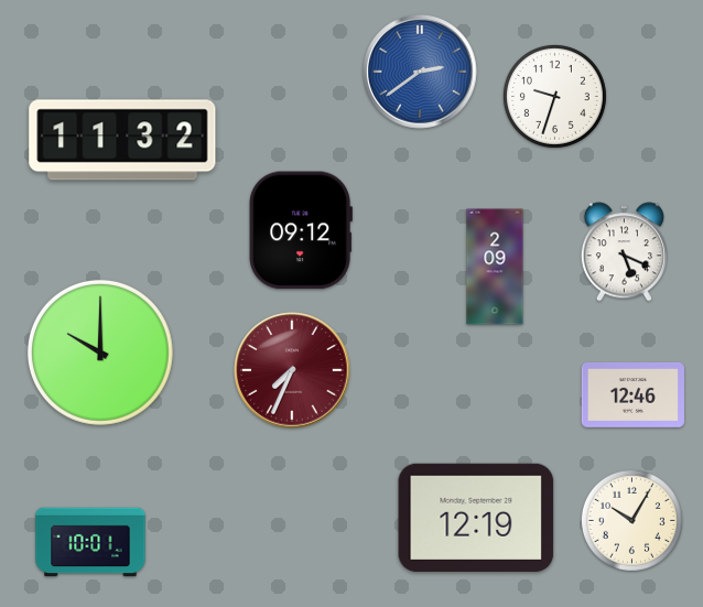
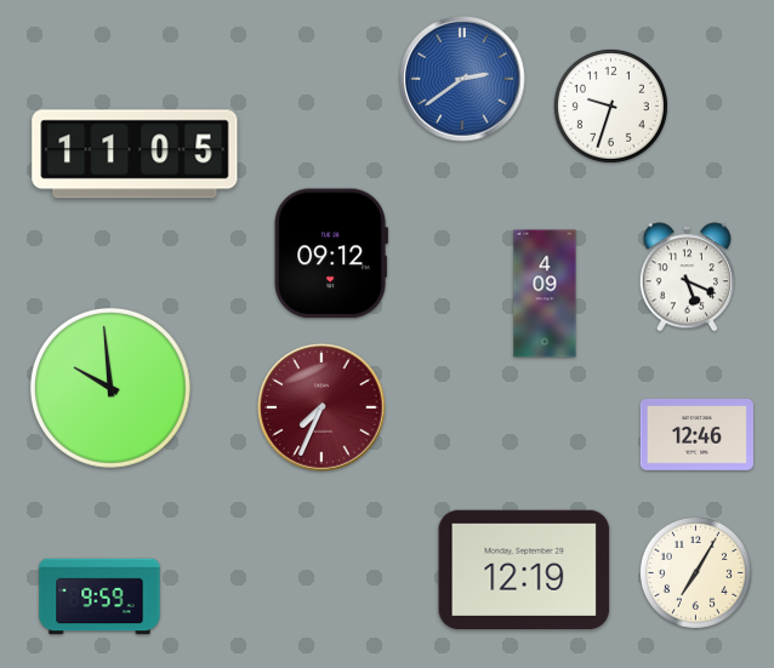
clock at (122, 140): 11:32 -> 11:05
clock at (495, 267): 2:09 -> 4:09
clock at (100, 353): 10:00 -> 9:59
clock at (631, 520): 10:05 -> 7:05
clock at (90, 542): 10:01 -> 9:59
